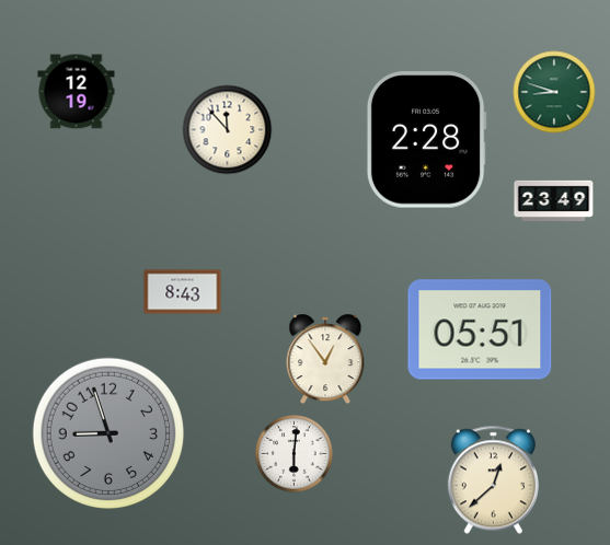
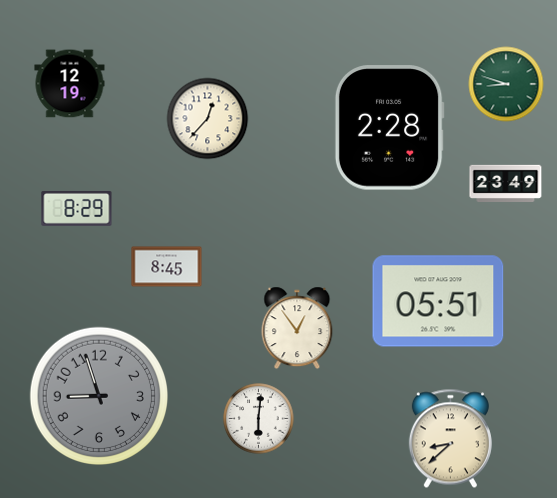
clock at (228, 130): 11:53 -> 12:37
clock at (77, 208): none -> 8:29
clock at (183, 292): 8:43 -> 8:45
clock at (295, 454) position: (295, 454) -> (259, 419)
clock at (493, 480): 12:38 -> 8:38
